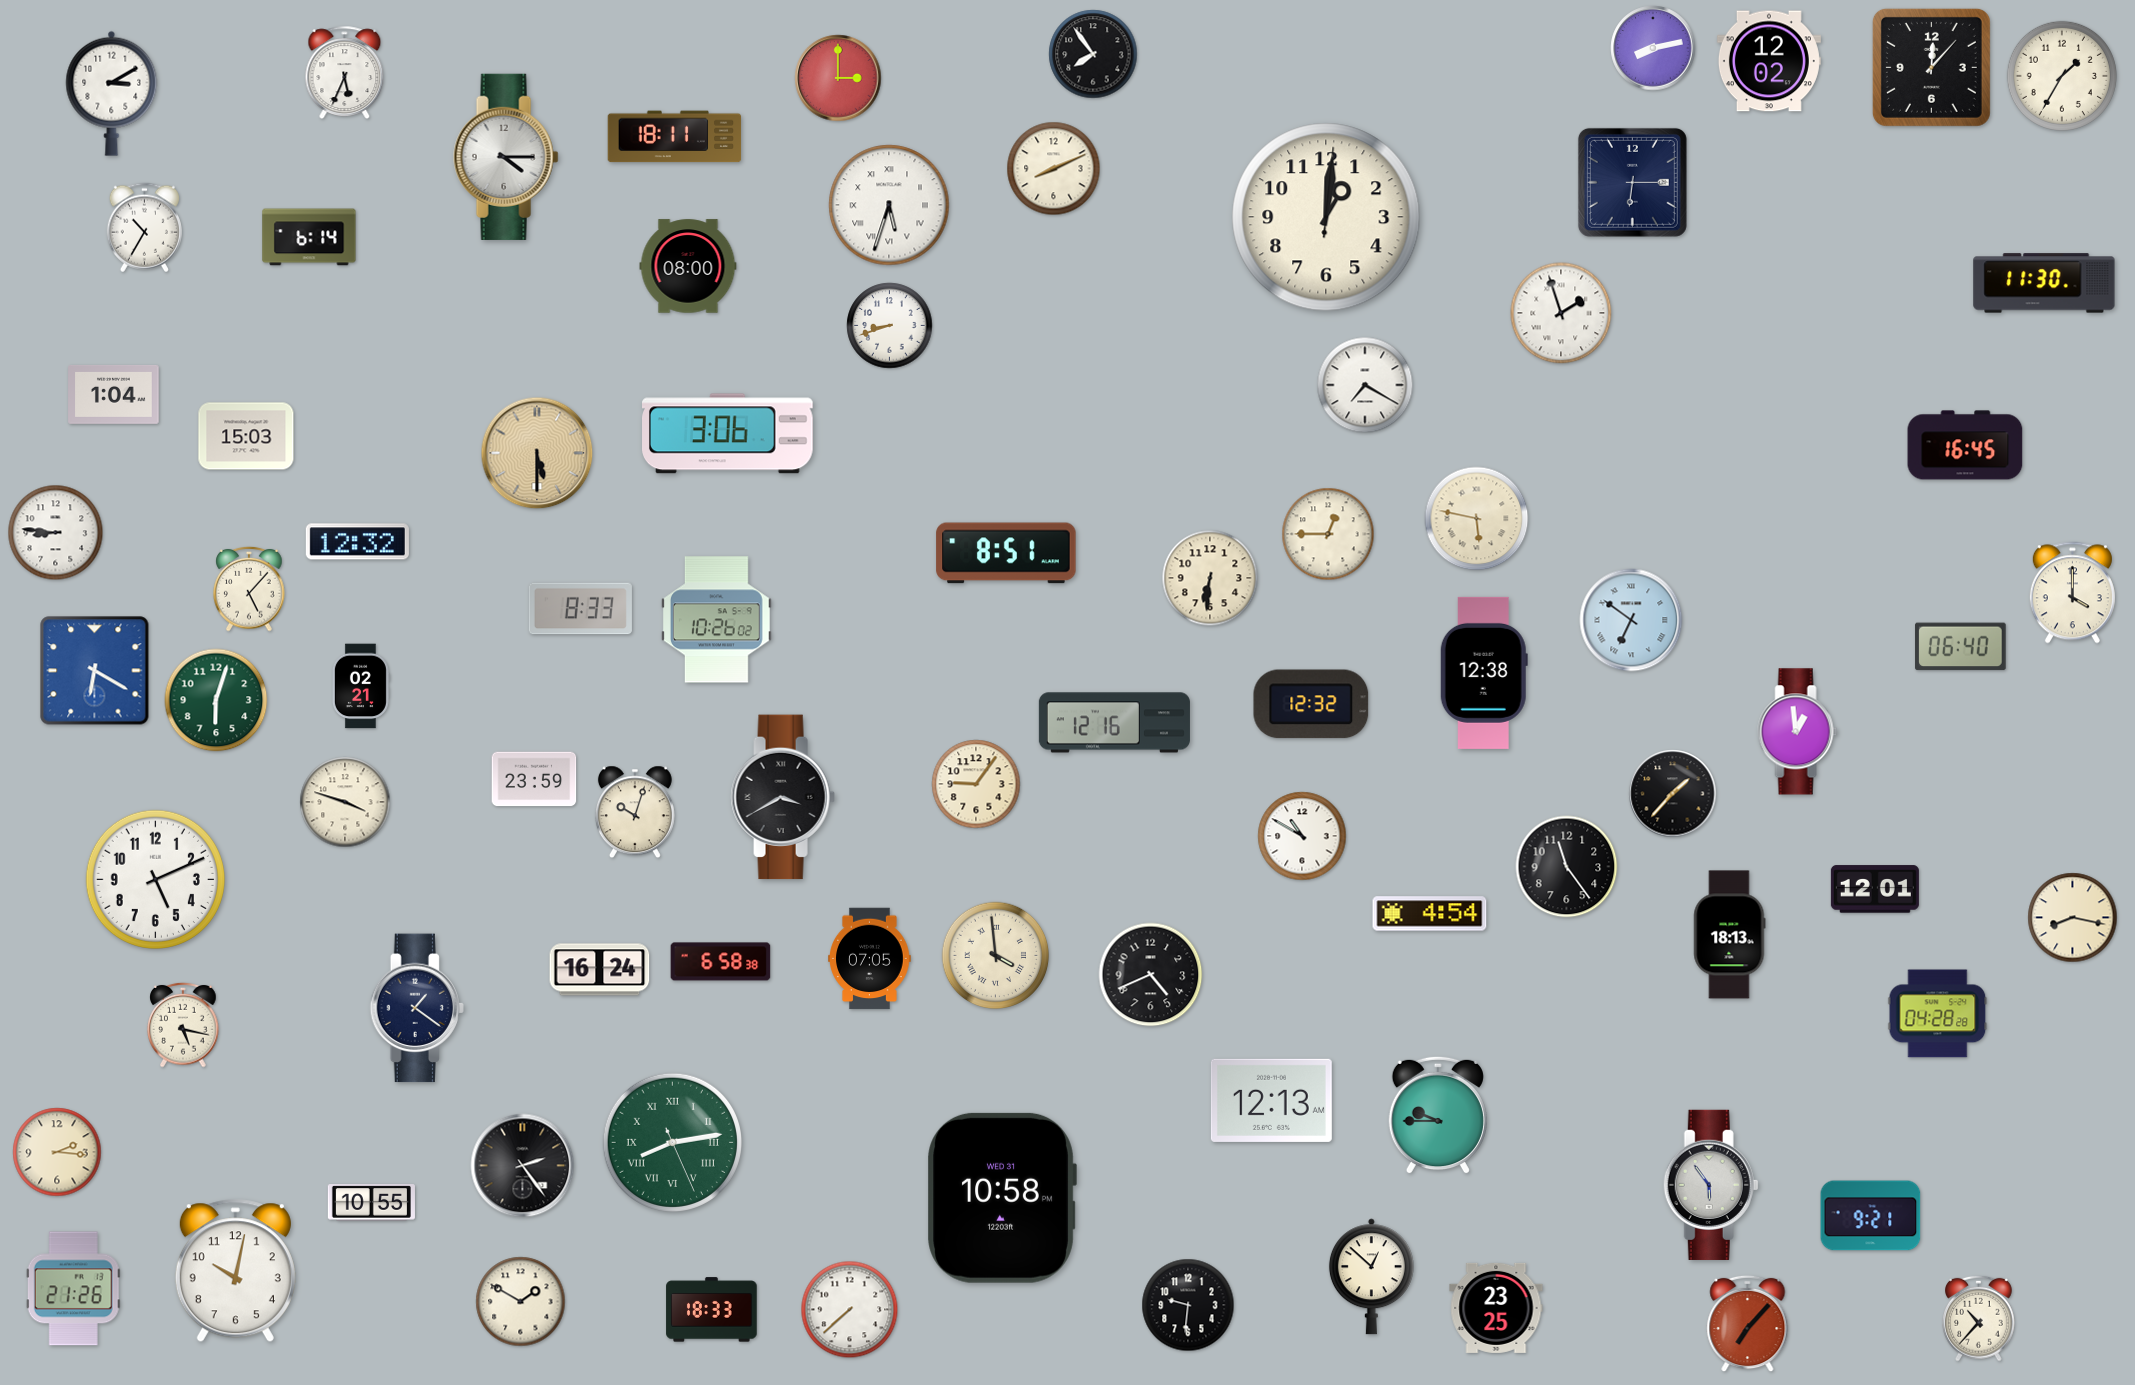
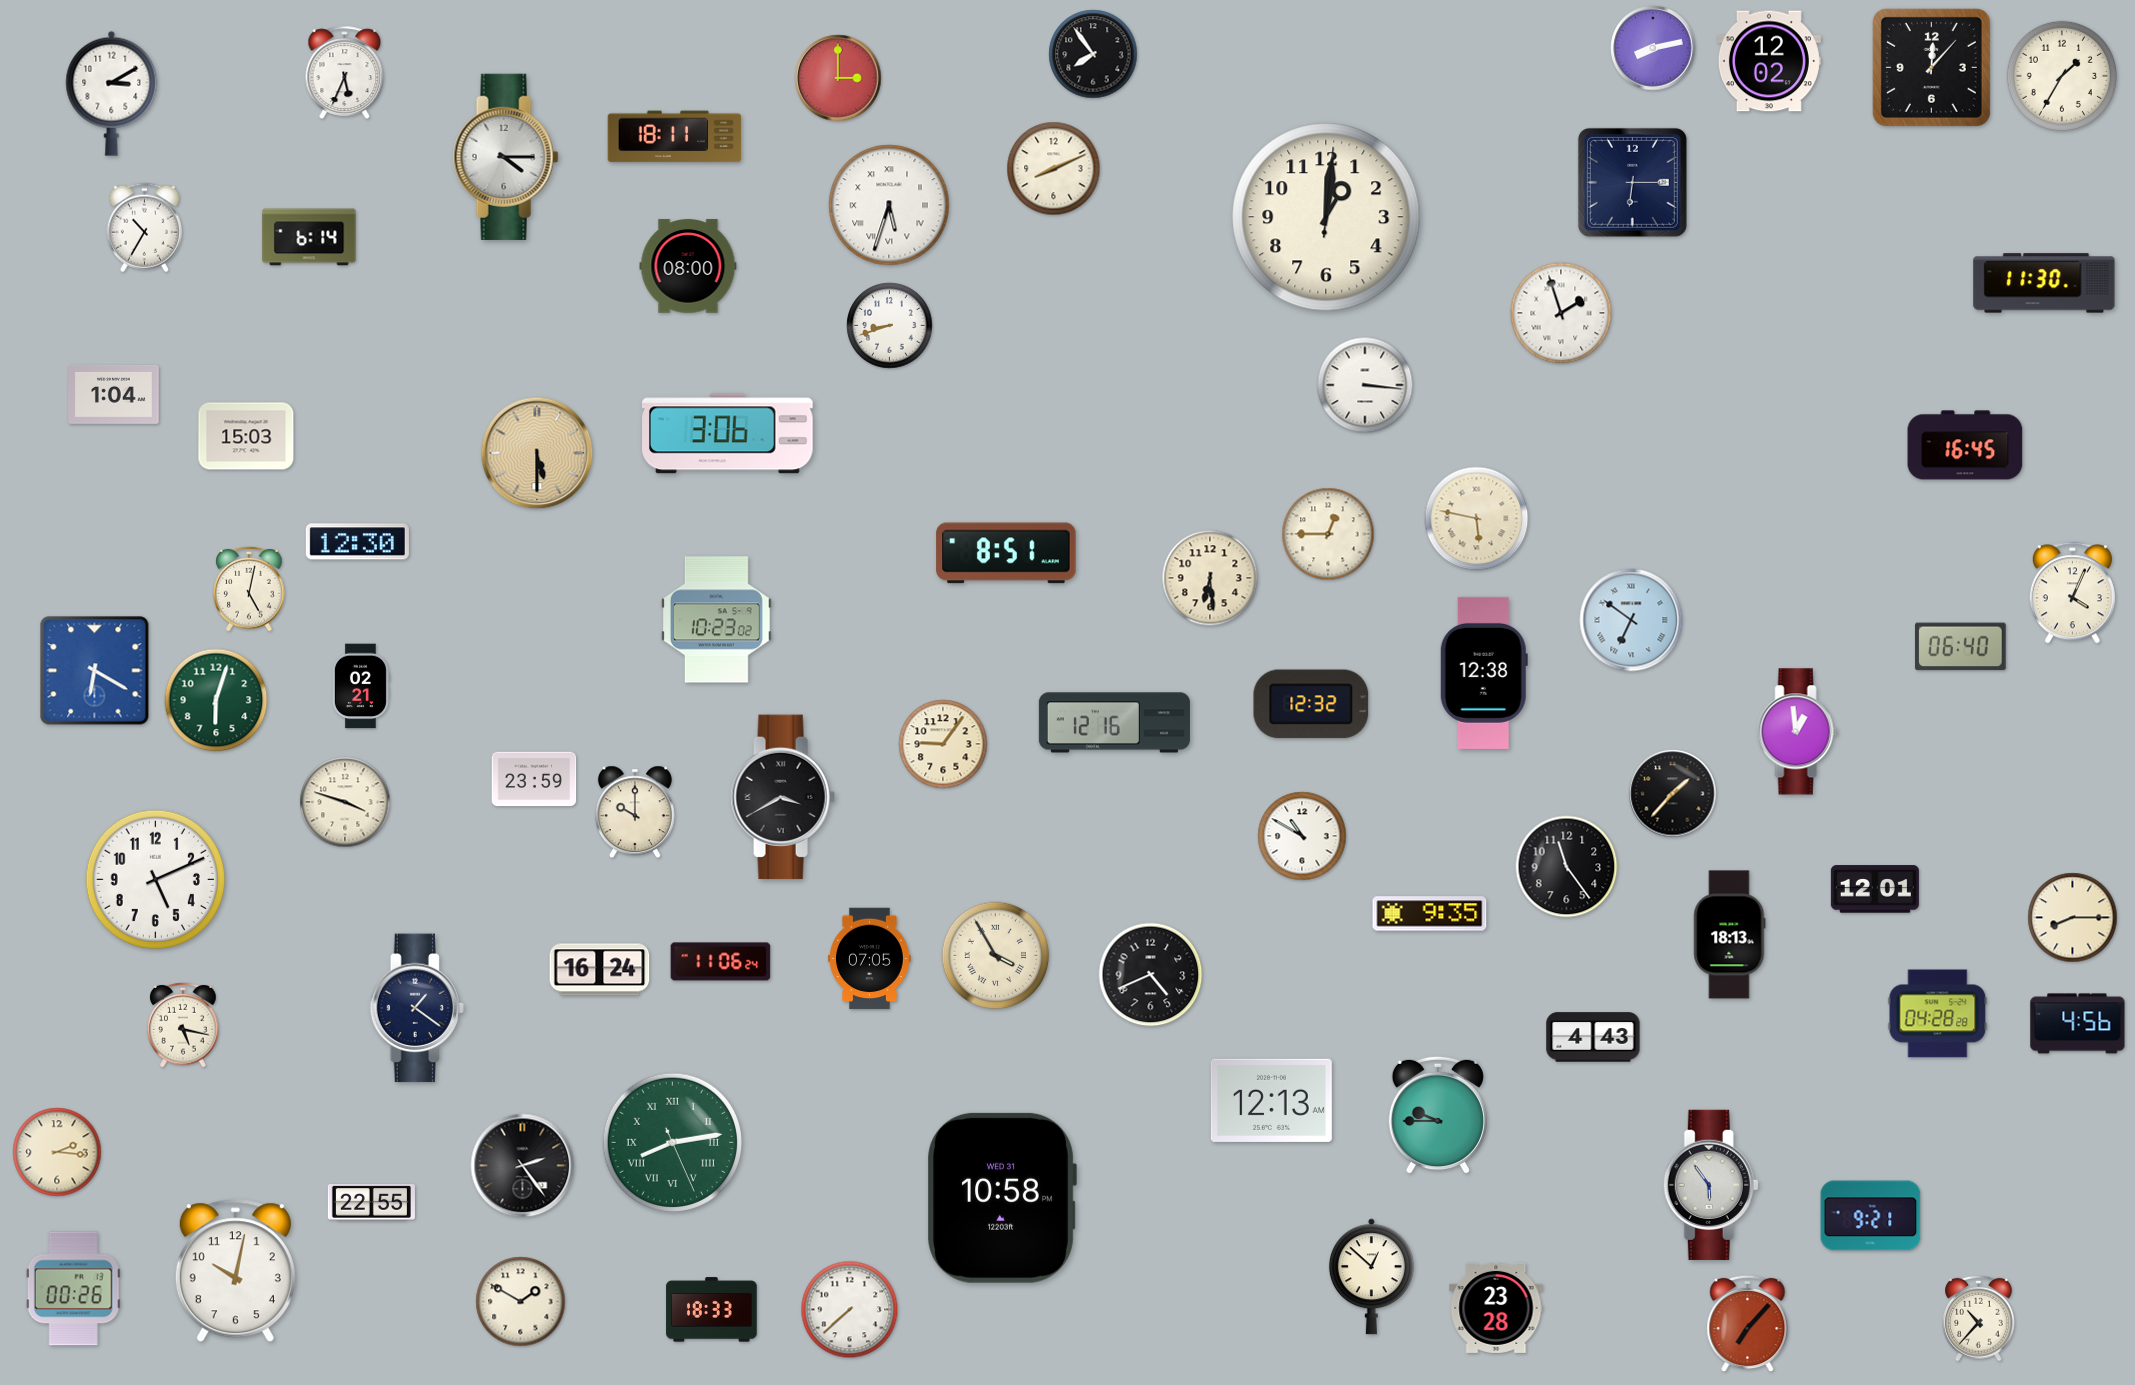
clock at (1365, 385): 7:20 -> 3:16
clock at (56, 533): 8:46 -> none
clock at (357, 542): 12:32 -> 12:30
clock at (1210, 578): 6:31 -> 6:29
clock at (249, 589): 5:07 -> 5:02
clock at (2072, 593): 4:00 -> 4:04
clock at (580, 609): 8:33 -> none
clock at (716, 620): 10:26 -> 10:23
clock at (976, 784) position: (976, 784) -> (943, 744)
clock at (635, 812): 10:03 -> 10:00
clock at (1430, 914): 4:54 -> 9:35
clock at (2073, 918): 8:17 -> 8:15
clock at (996, 956): 3:59 -> 3:55
clock at (721, 962): 6:58 -> 11:06
clock at (2078, 1024): none -> 4:56
clock at (1593, 1037): none -> 4:43
clock at (371, 1203): 10:55 -> 22:55
clock at (73, 1289): 21:26 -> 00:26
clock at (1188, 1305): 9:31 -> none
clock at (1496, 1308): 23:25 -> 23:28
